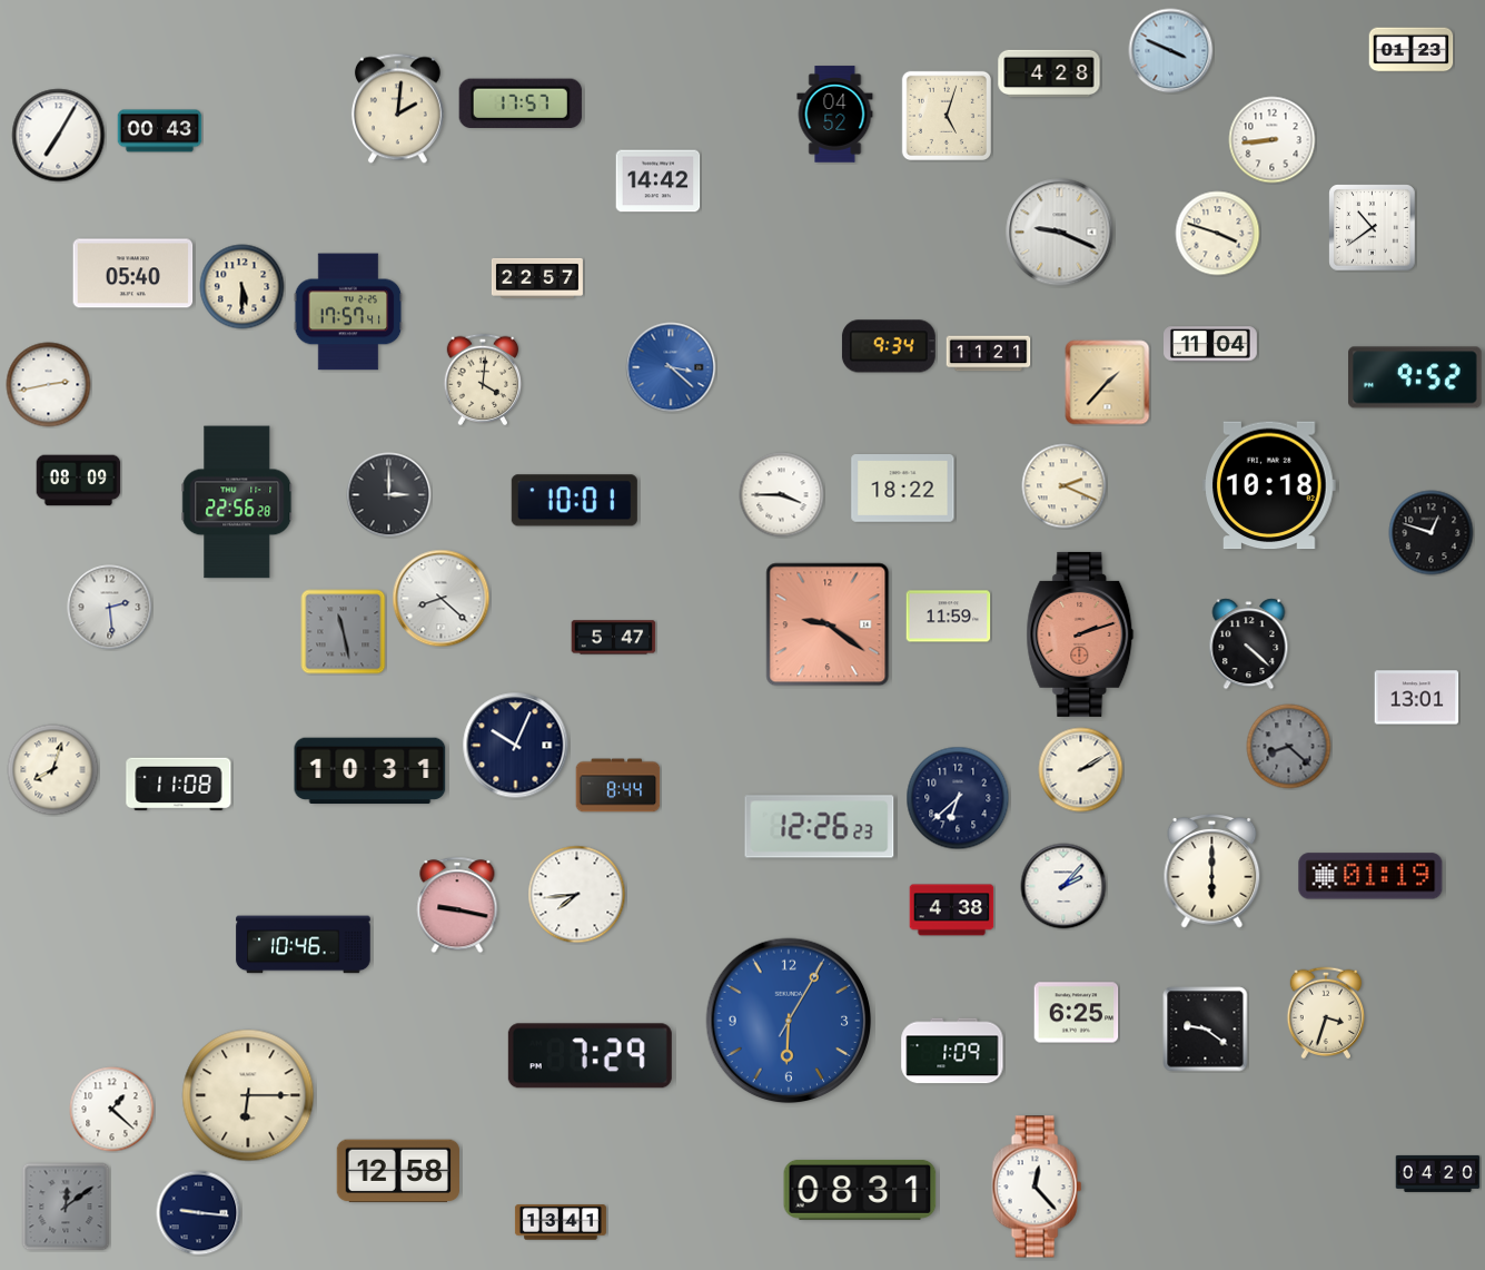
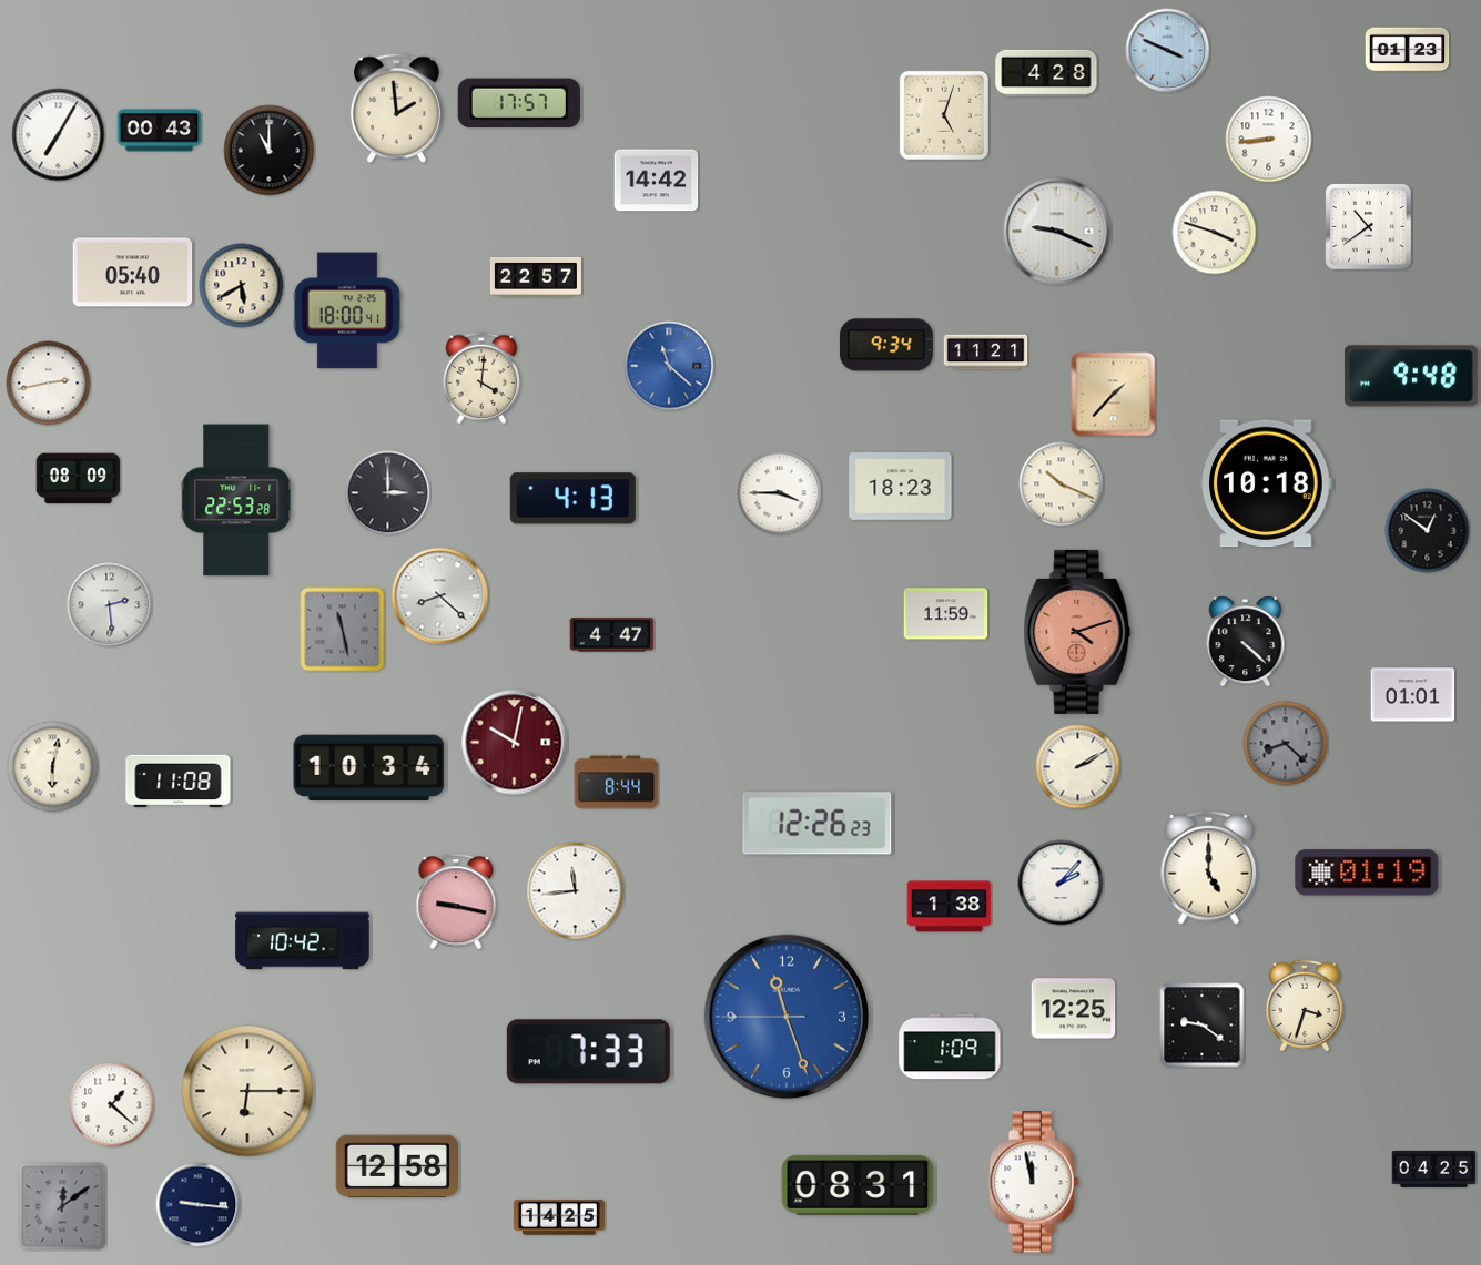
clock at (397, 109): 2:01 -> 1:59
clock at (835, 115): 04:52 -> none
clock at (270, 151): none -> 11:00
clock at (242, 287): 5:30 -> 5:40
clock at (348, 312): 17:57 -> 18:00
clock at (1211, 344): 11:04 -> none
clock at (671, 367): 3:22 -> 11:22
clock at (1415, 377): 9:52 -> 9:48
clock at (1108, 383) position: (1108, 383) -> (1114, 395)
clock at (1065, 486): 2:19 -> 10:19
clock at (903, 489): 18:22 -> 18:23
clock at (574, 501): 10:01 -> 4:13
clock at (237, 502): 22:56 -> 22:53
clock at (1432, 533): 12:48 -> 12:51
clock at (828, 624): 9:21 -> none
clock at (1080, 634): 2:12 -> 4:12
clock at (614, 638): 5:47 -> 4:47
clock at (1417, 698): 13:01 -> 01:01
clock at (516, 746): 10:04 -> 10:02
clock at (516, 746) dial: navy -> burgundy
clock at (53, 770): 8:03 -> 6:02
clock at (370, 771): 10:31 -> 10:34
clock at (958, 798): 6:38 -> none
clock at (1212, 872): 6:00 -> 5:00
clock at (577, 895): 7:44 -> 11:44
clock at (952, 910): 4:38 -> 1:38
clock at (304, 945): 10:46 -> 10:42
clock at (1077, 1013): 6:25 -> 12:25
clock at (1326, 1013) position: (1326, 1013) -> (1305, 1006)
clock at (789, 1021): 6:05 -> 11:26
clock at (590, 1056): 7:29 -> 7:33
clock at (1438, 1173): 04:20 -> 04:25
clock at (1037, 1187): 12:23 -> 11:58
clock at (66, 1207) position: (66, 1207) -> (62, 1206)
clock at (199, 1213) position: (199, 1213) -> (199, 1205)
clock at (561, 1222): 13:41 -> 14:25
